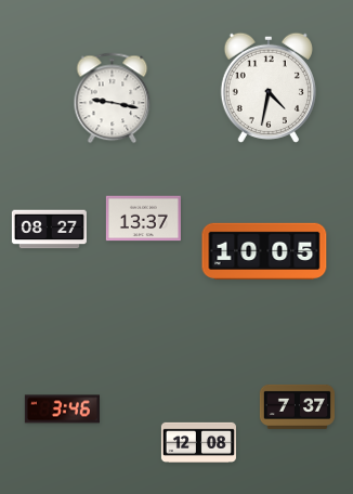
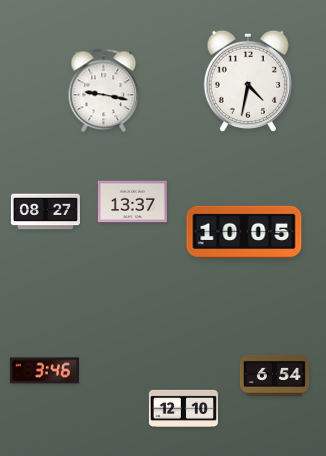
clock at (297, 406): 7:37 -> 6:54
clock at (62, 409) position: (62, 409) -> (44, 371)
clock at (198, 442): 12:08 -> 12:10
